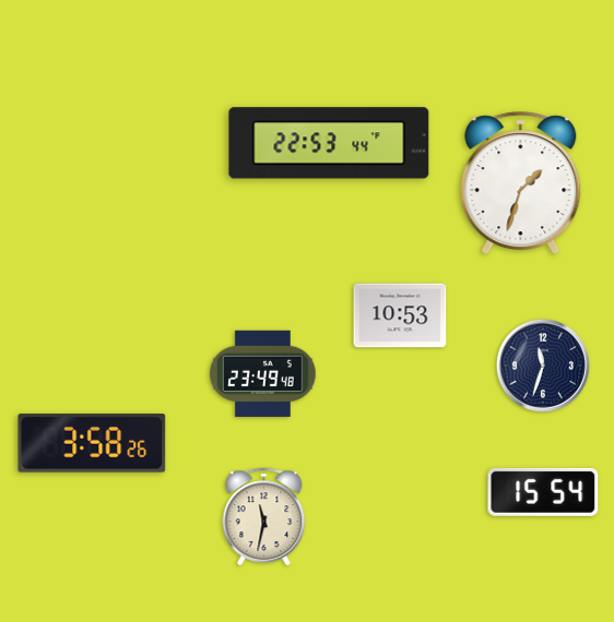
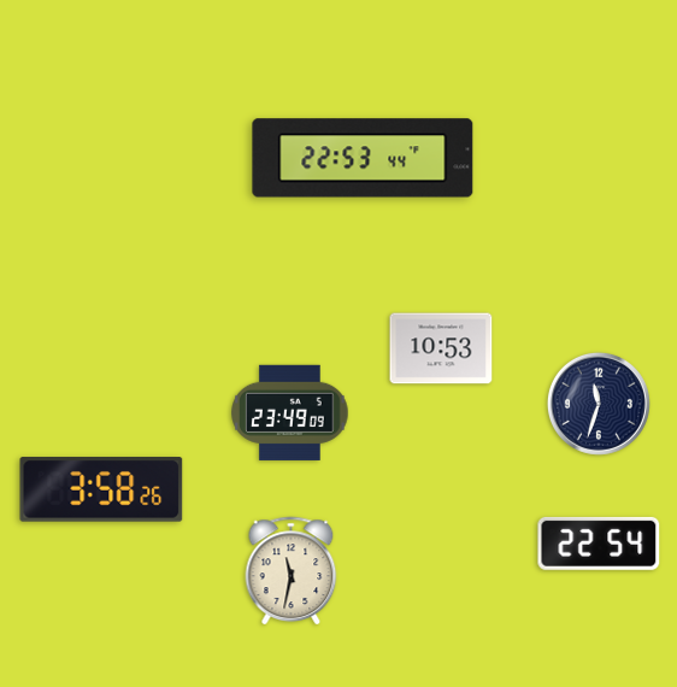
clock at (521, 183): 1:33 -> none
clock at (263, 373): 23:49:48 -> 23:49:09
clock at (543, 492): 15:54 -> 22:54
